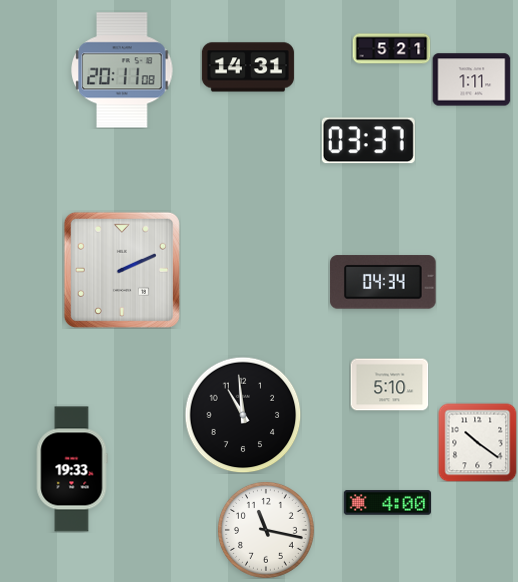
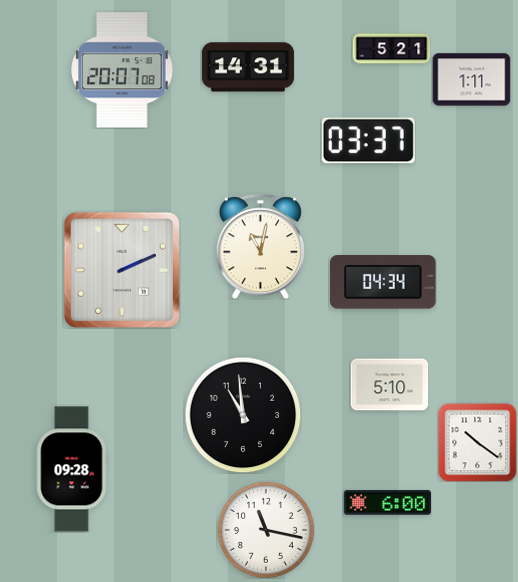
clock at (122, 70): 20:11 -> 20:07
clock at (260, 246): none -> 11:02
clock at (72, 469): 19:33 -> 09:28
clock at (387, 503): 4:00 -> 6:00
